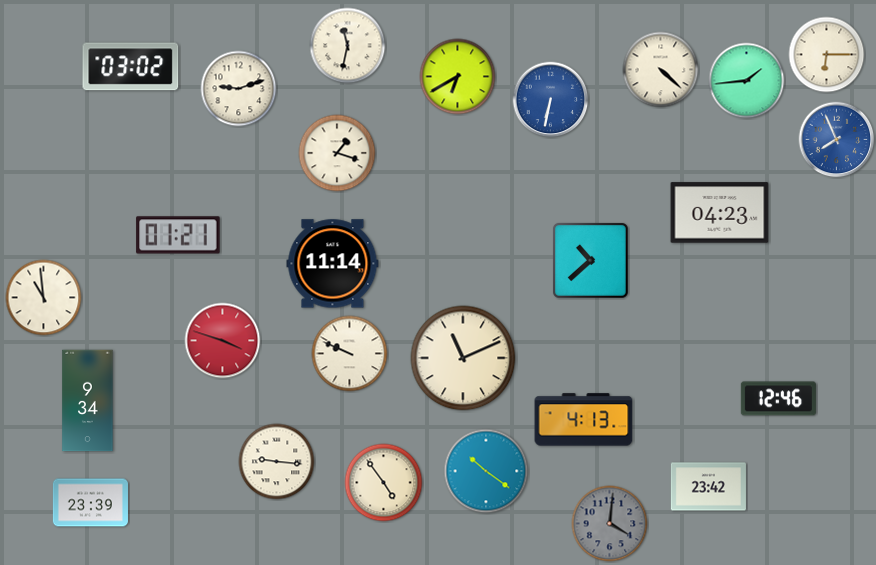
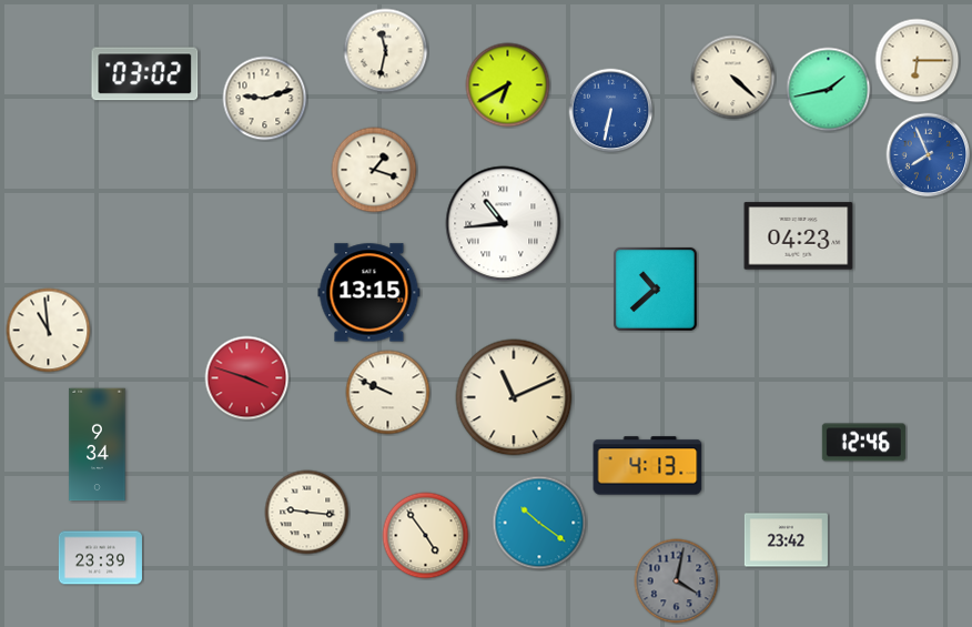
clock at (747, 81): 1:44 -> 1:43
clock at (504, 224): none -> 10:44
clock at (178, 235): 01:21 -> none
clock at (333, 264): 11:14 -> 13:15
clock at (610, 524): 4:01 -> 4:02
